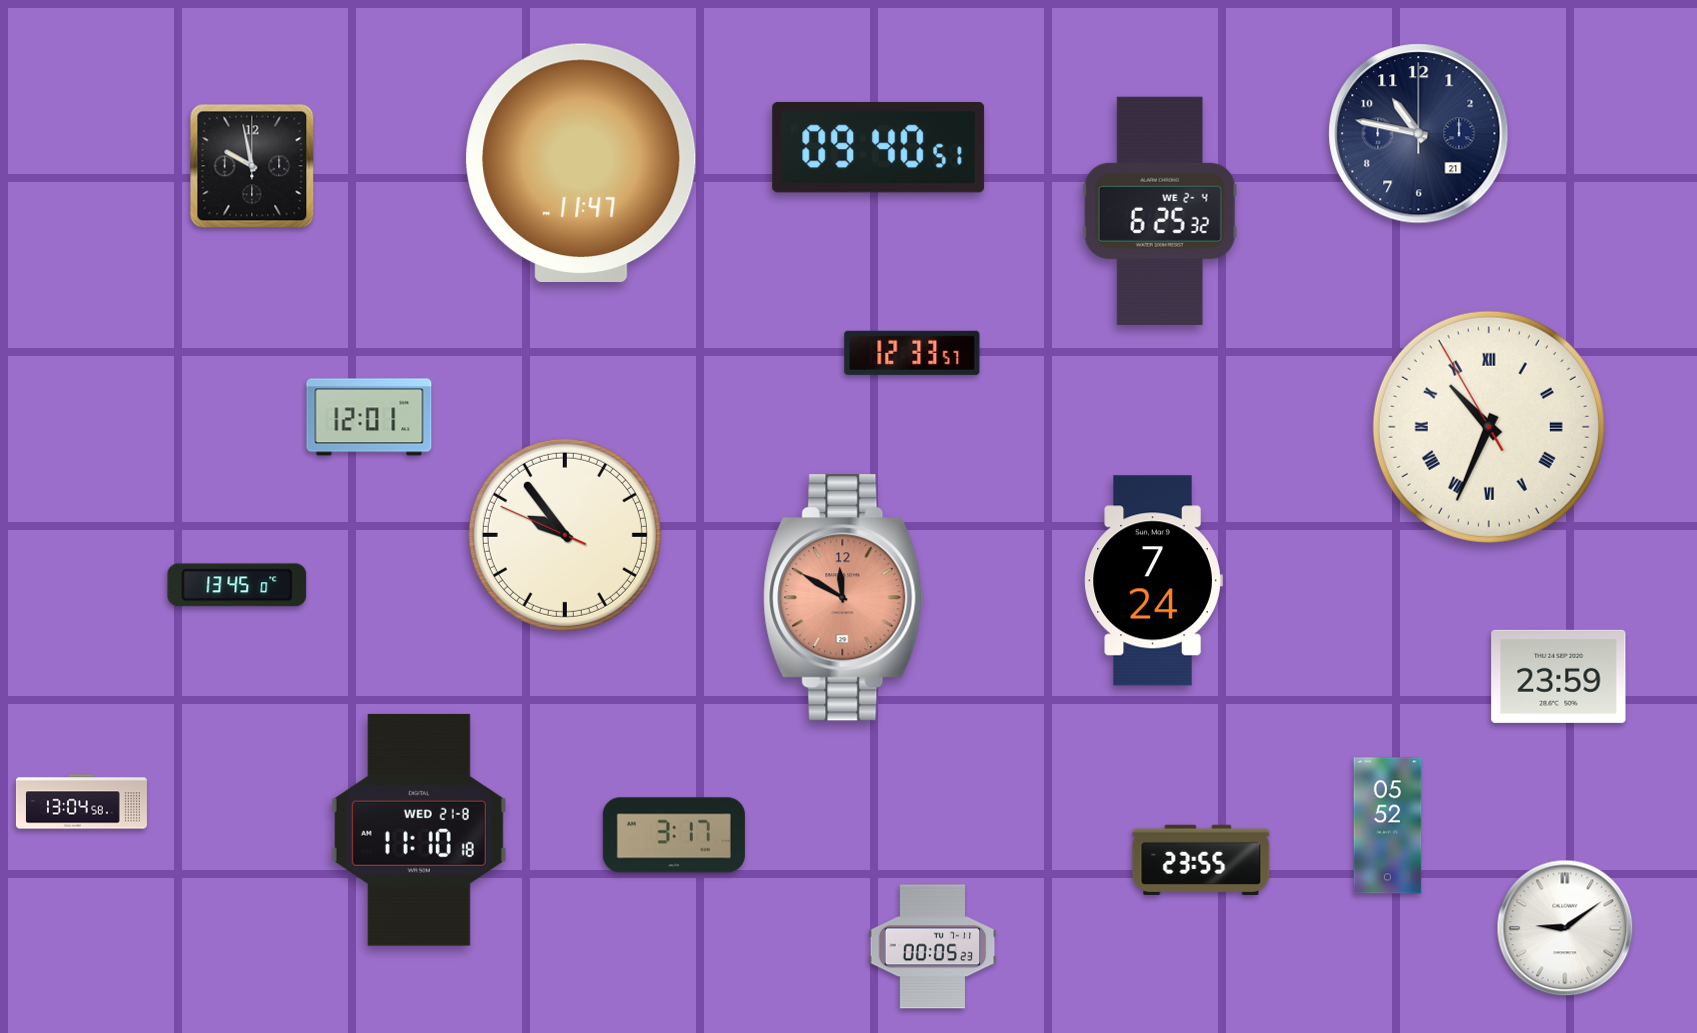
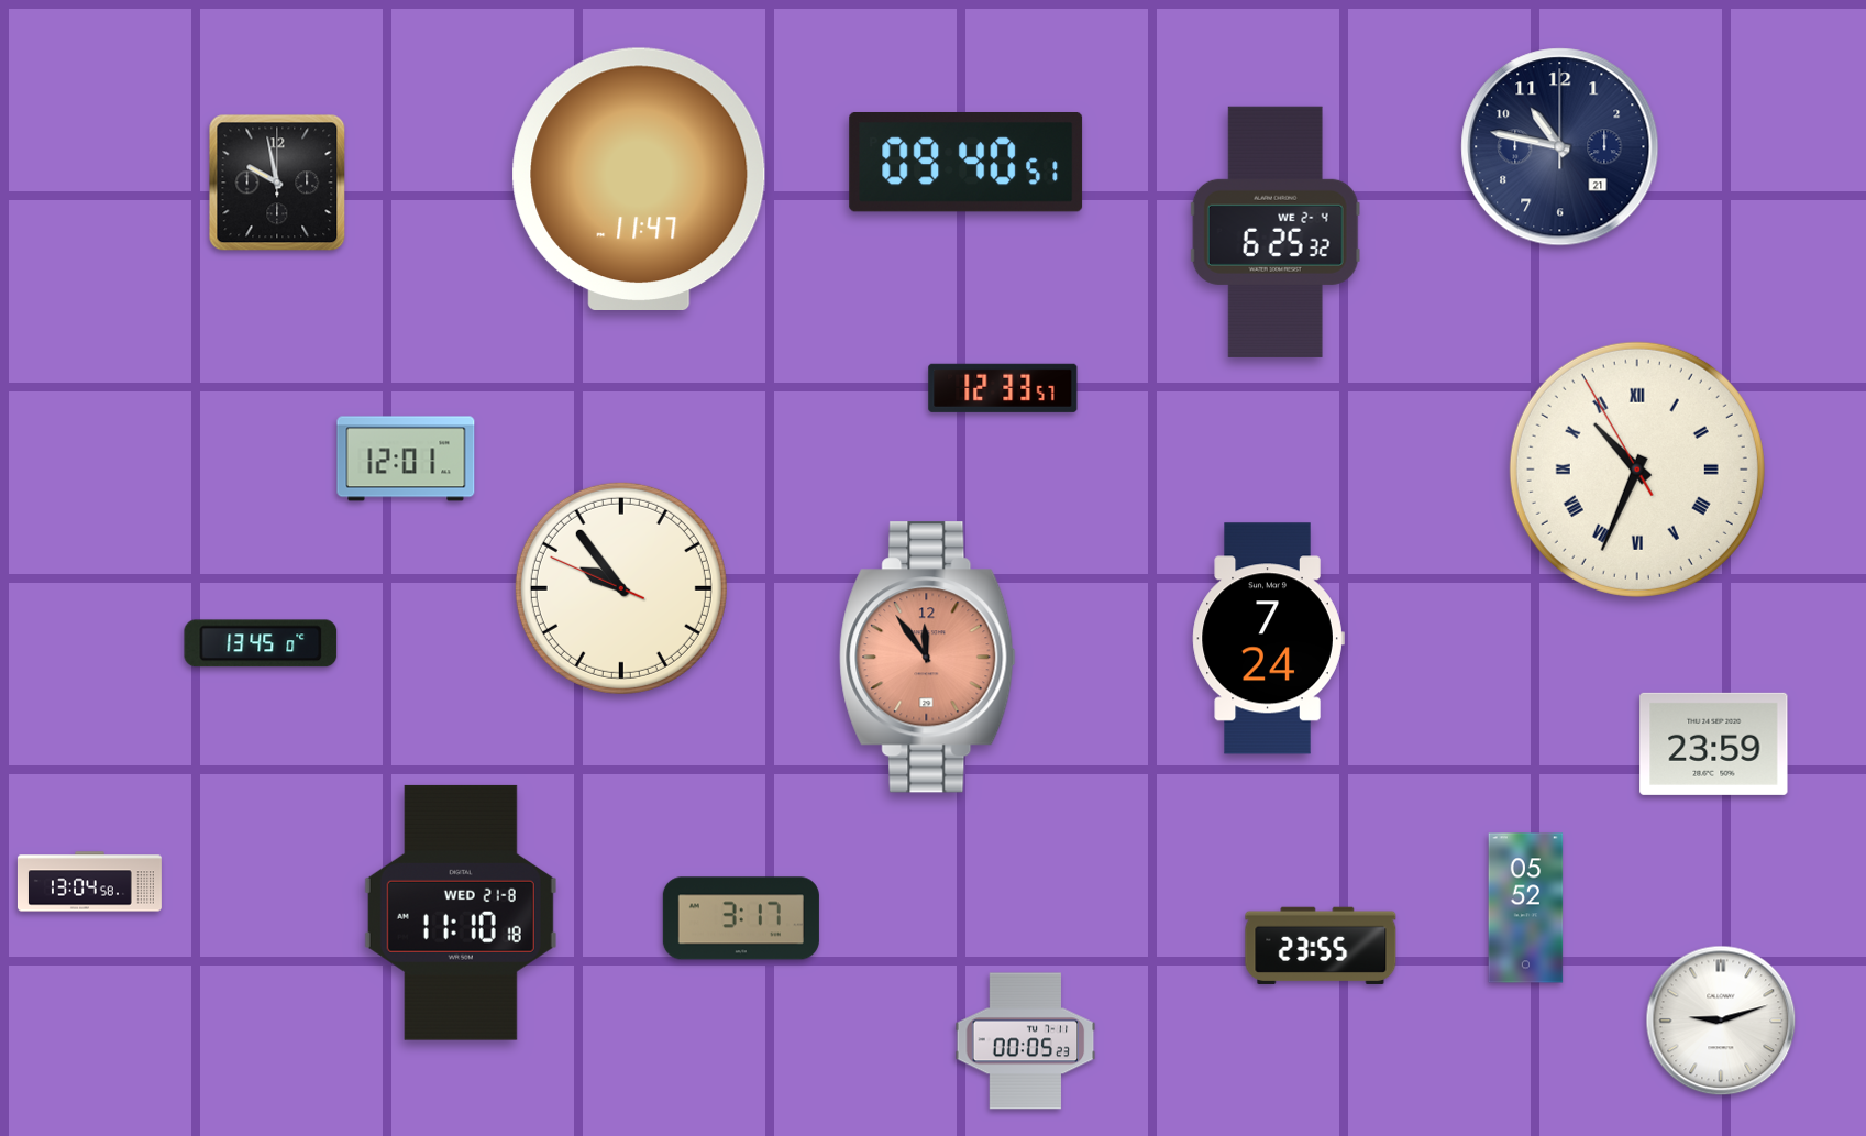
clock at (844, 598): 11:50 -> 11:54
clock at (1565, 928): 9:09 -> 9:12
